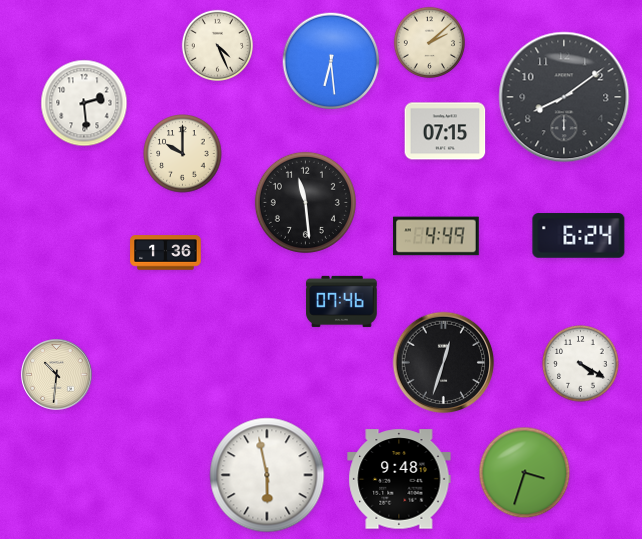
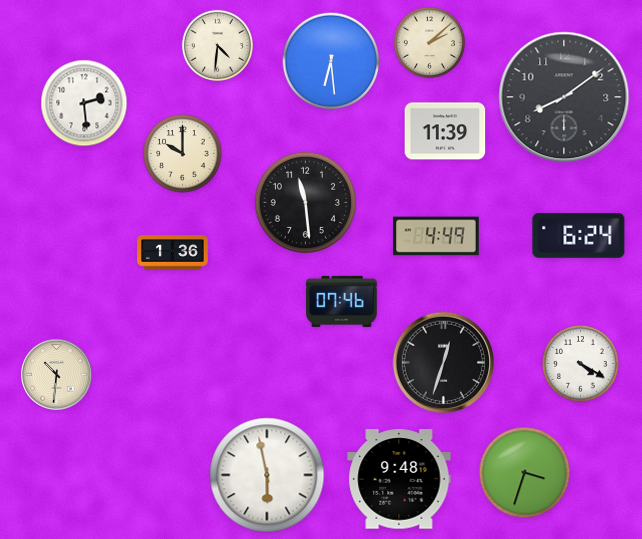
clock at (217, 45): 4:26 -> 4:31
clock at (445, 131): 07:15 -> 11:39
clock at (166, 253) position: (166, 253) -> (173, 253)
